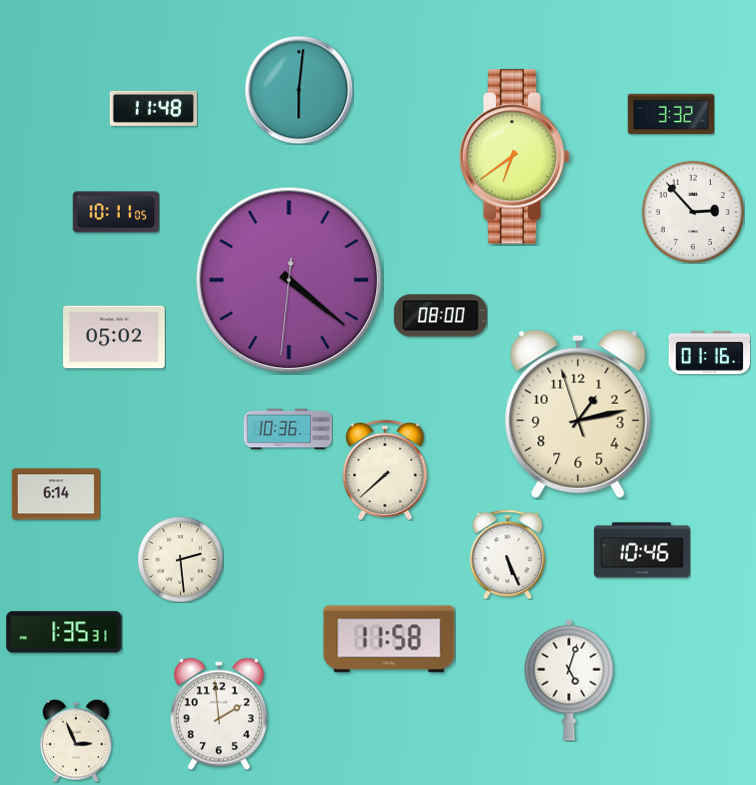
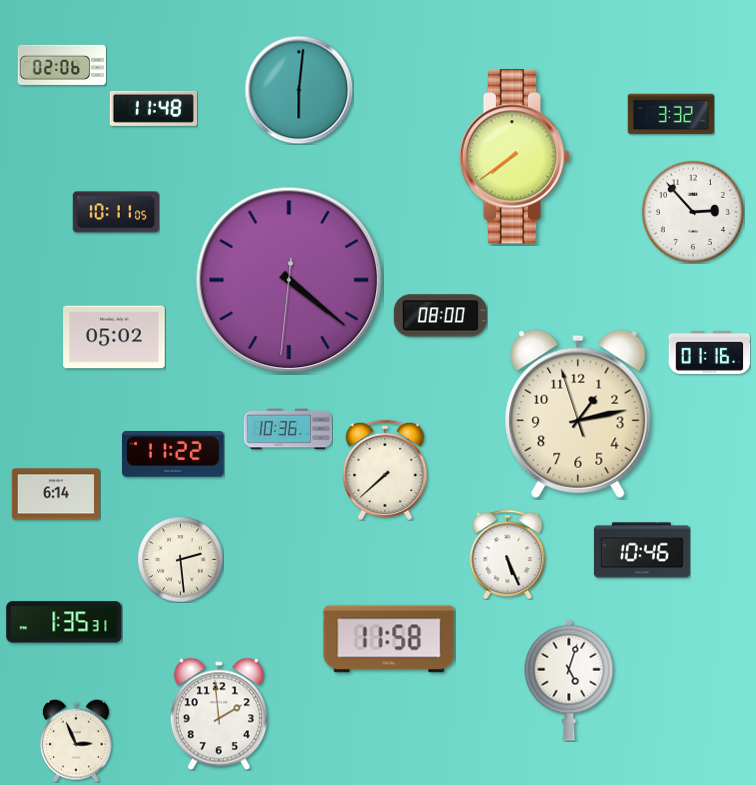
clock at (62, 65): none -> 02:06
clock at (515, 157): 6:39 -> 7:39
clock at (174, 455): none -> 11:22
clock at (64, 632) position: (64, 632) -> (64, 622)
